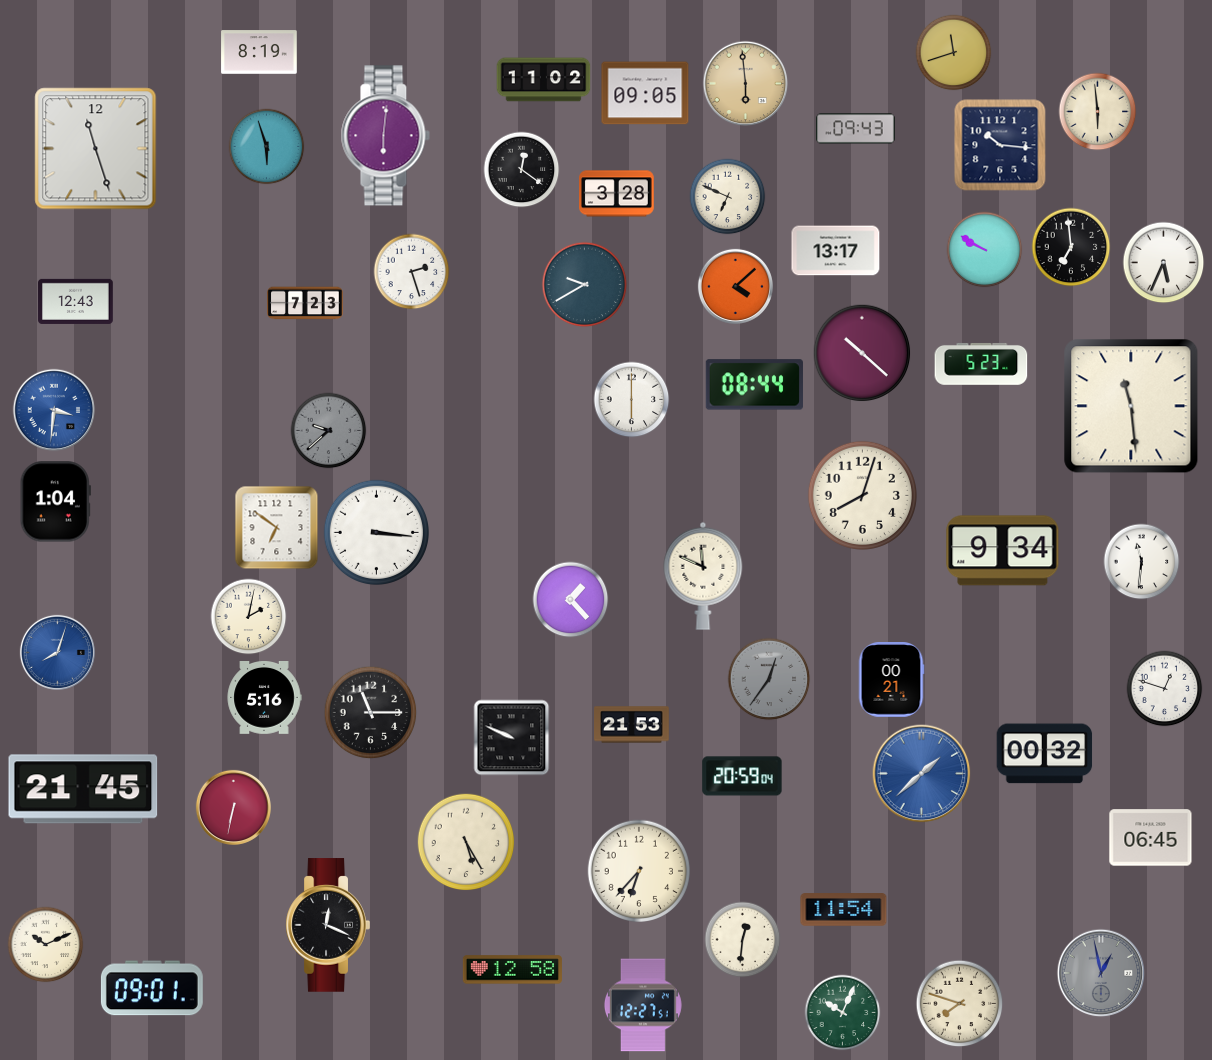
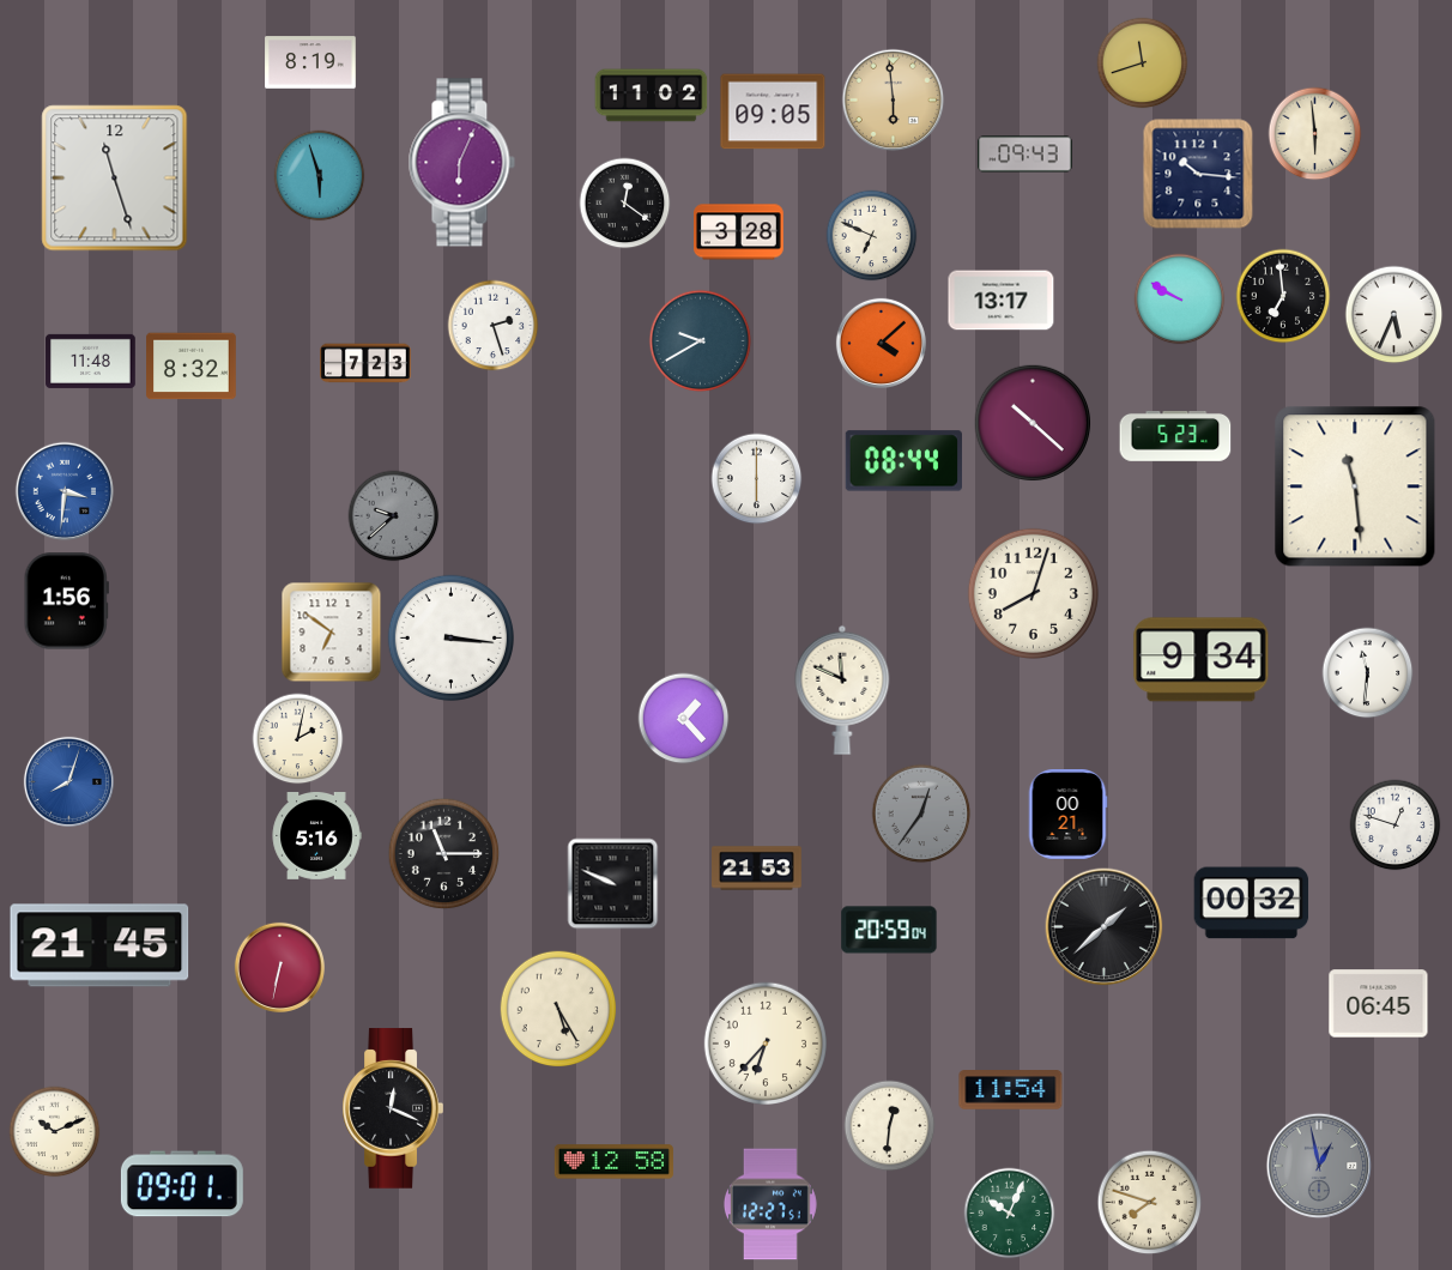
clock at (385, 136): 6:01 -> 6:04
clock at (76, 301): 12:43 -> 11:48
clock at (192, 367): none -> 8:32
clock at (55, 502): 1:04 -> 1:56
clock at (922, 774) dial: blue -> black
